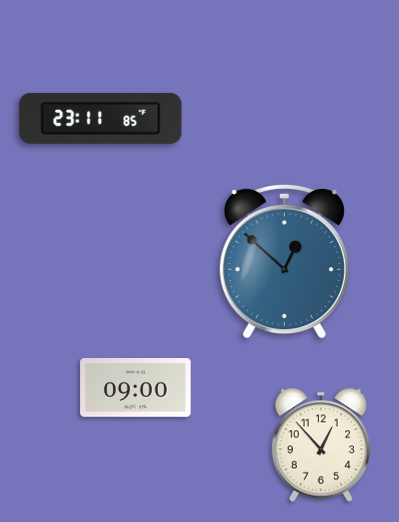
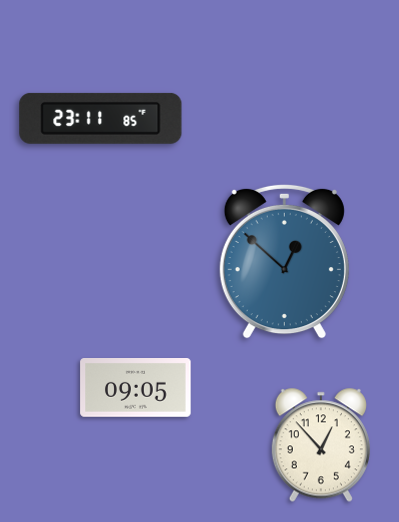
clock at (136, 388): 09:00 -> 09:05
